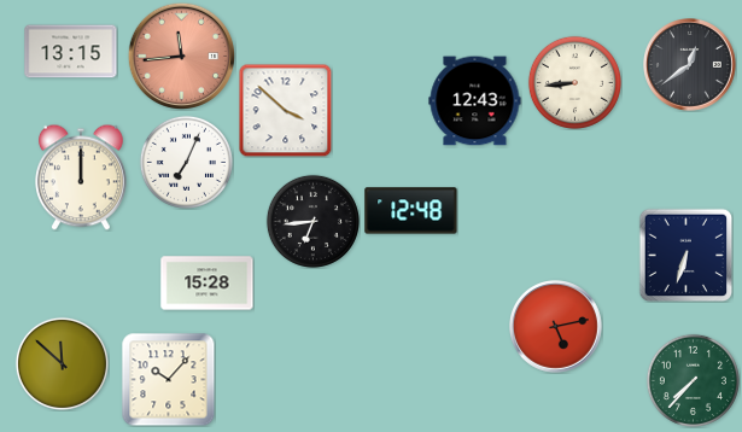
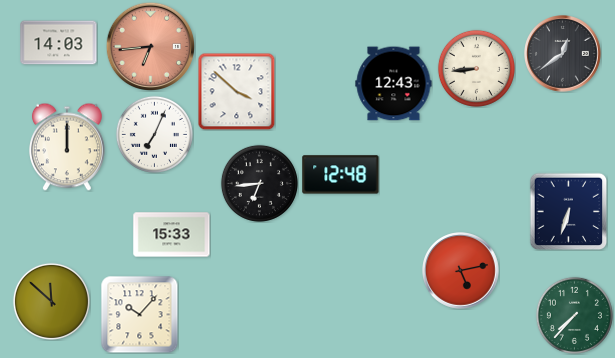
clock at (71, 52): 13:15 -> 14:03
clock at (181, 56): 11:44 -> 6:44
clock at (690, 65) position: (690, 65) -> (563, 54)
clock at (208, 284): 15:28 -> 15:33
